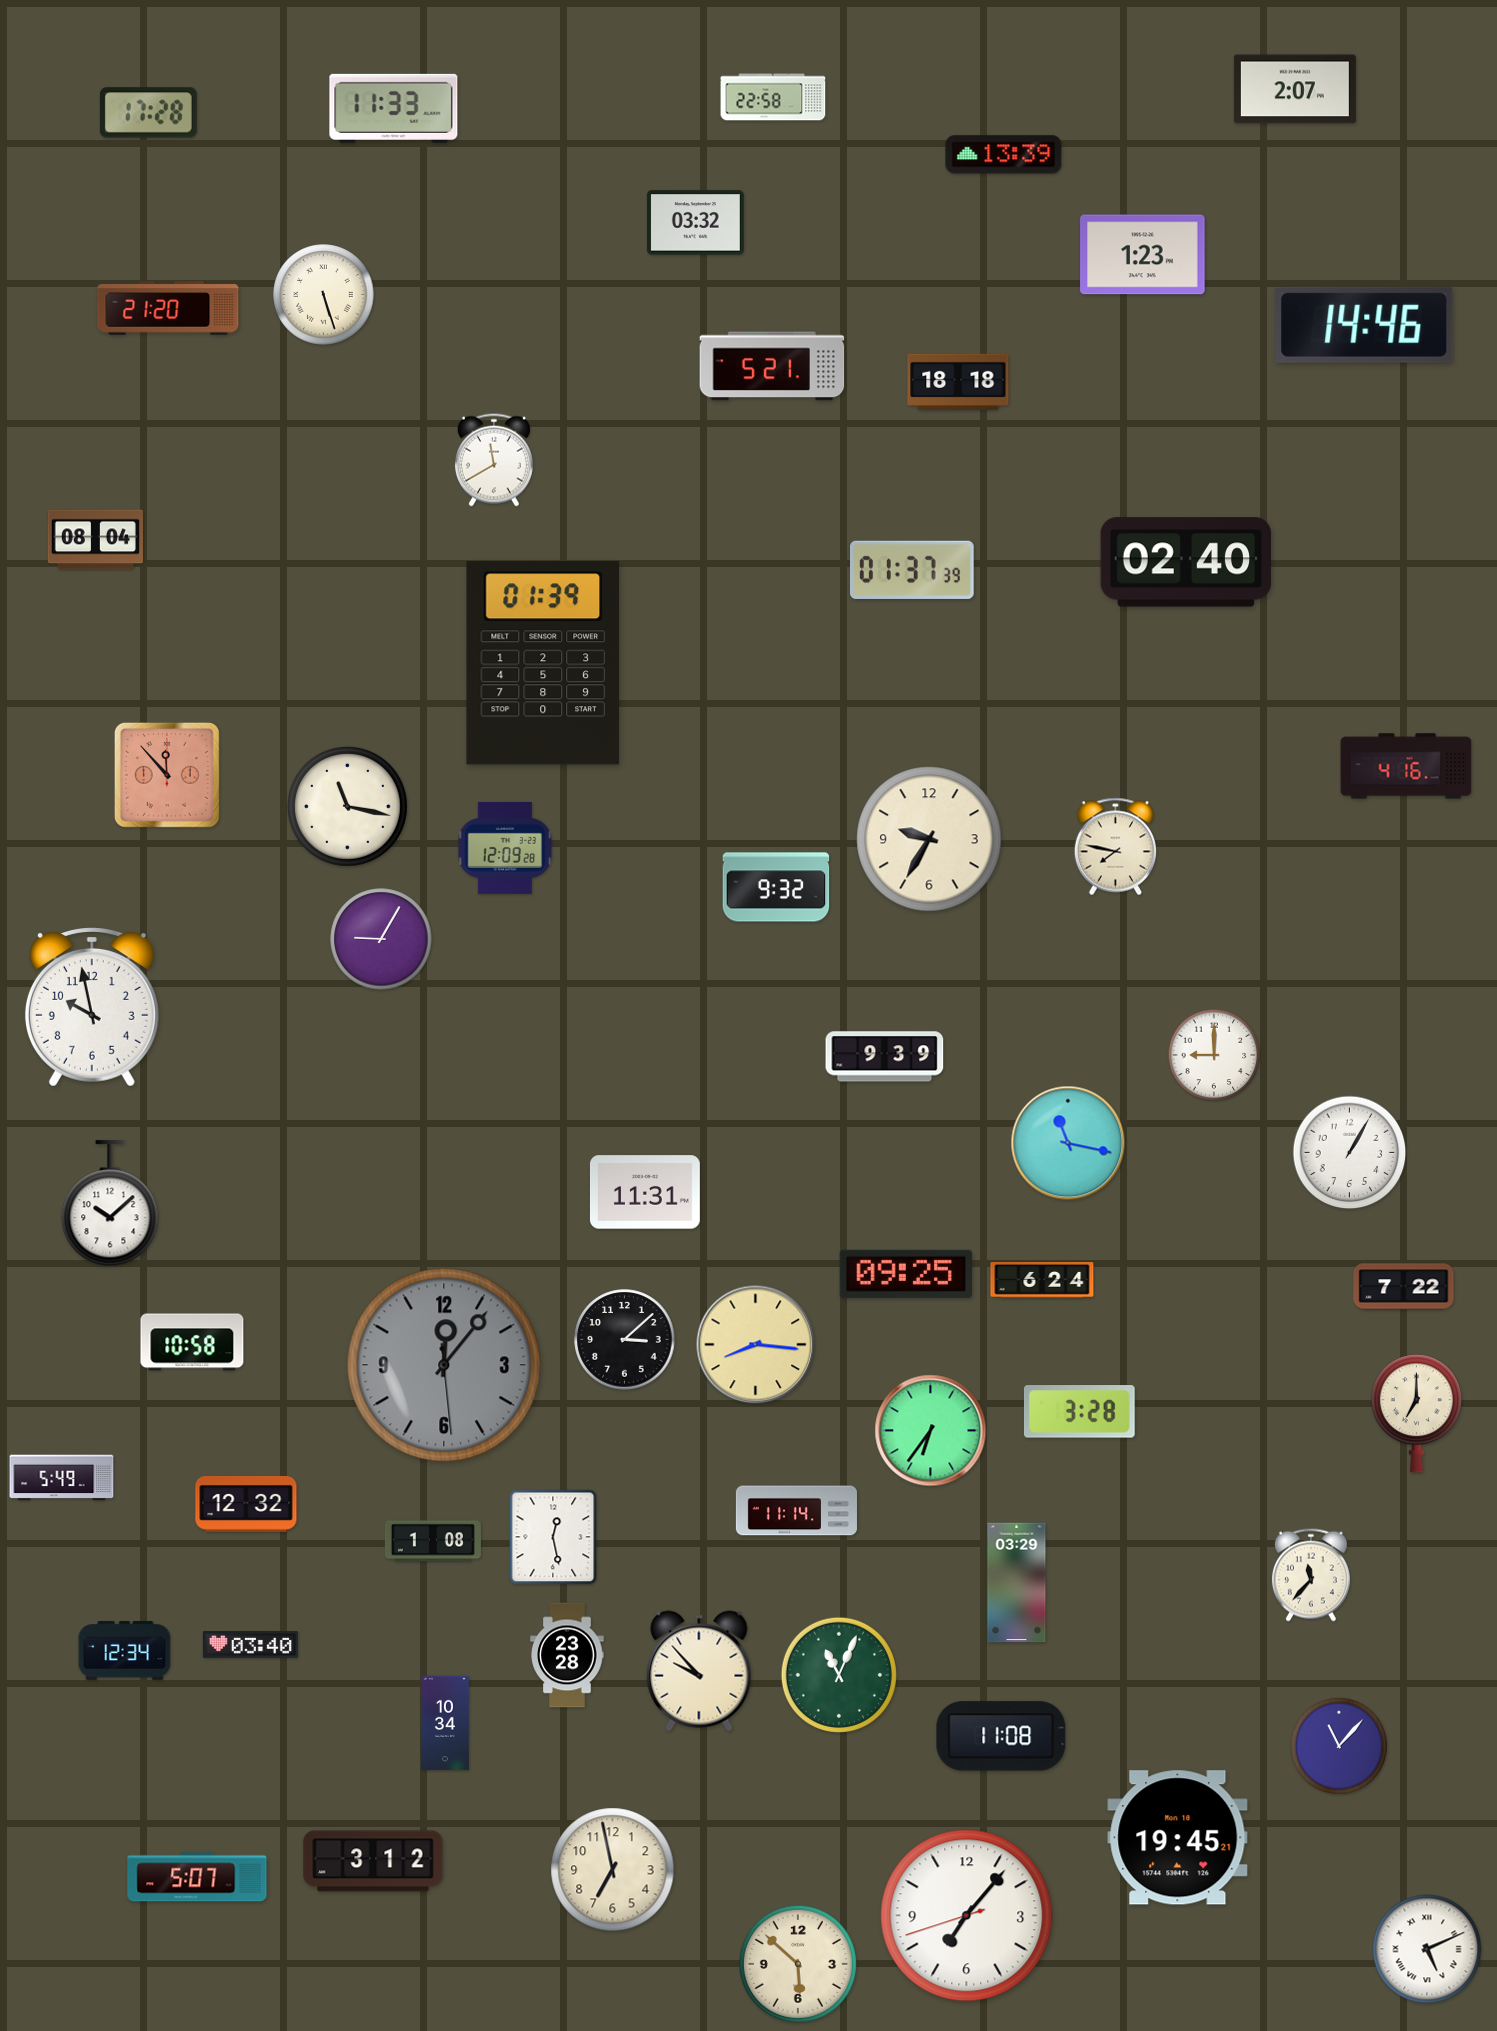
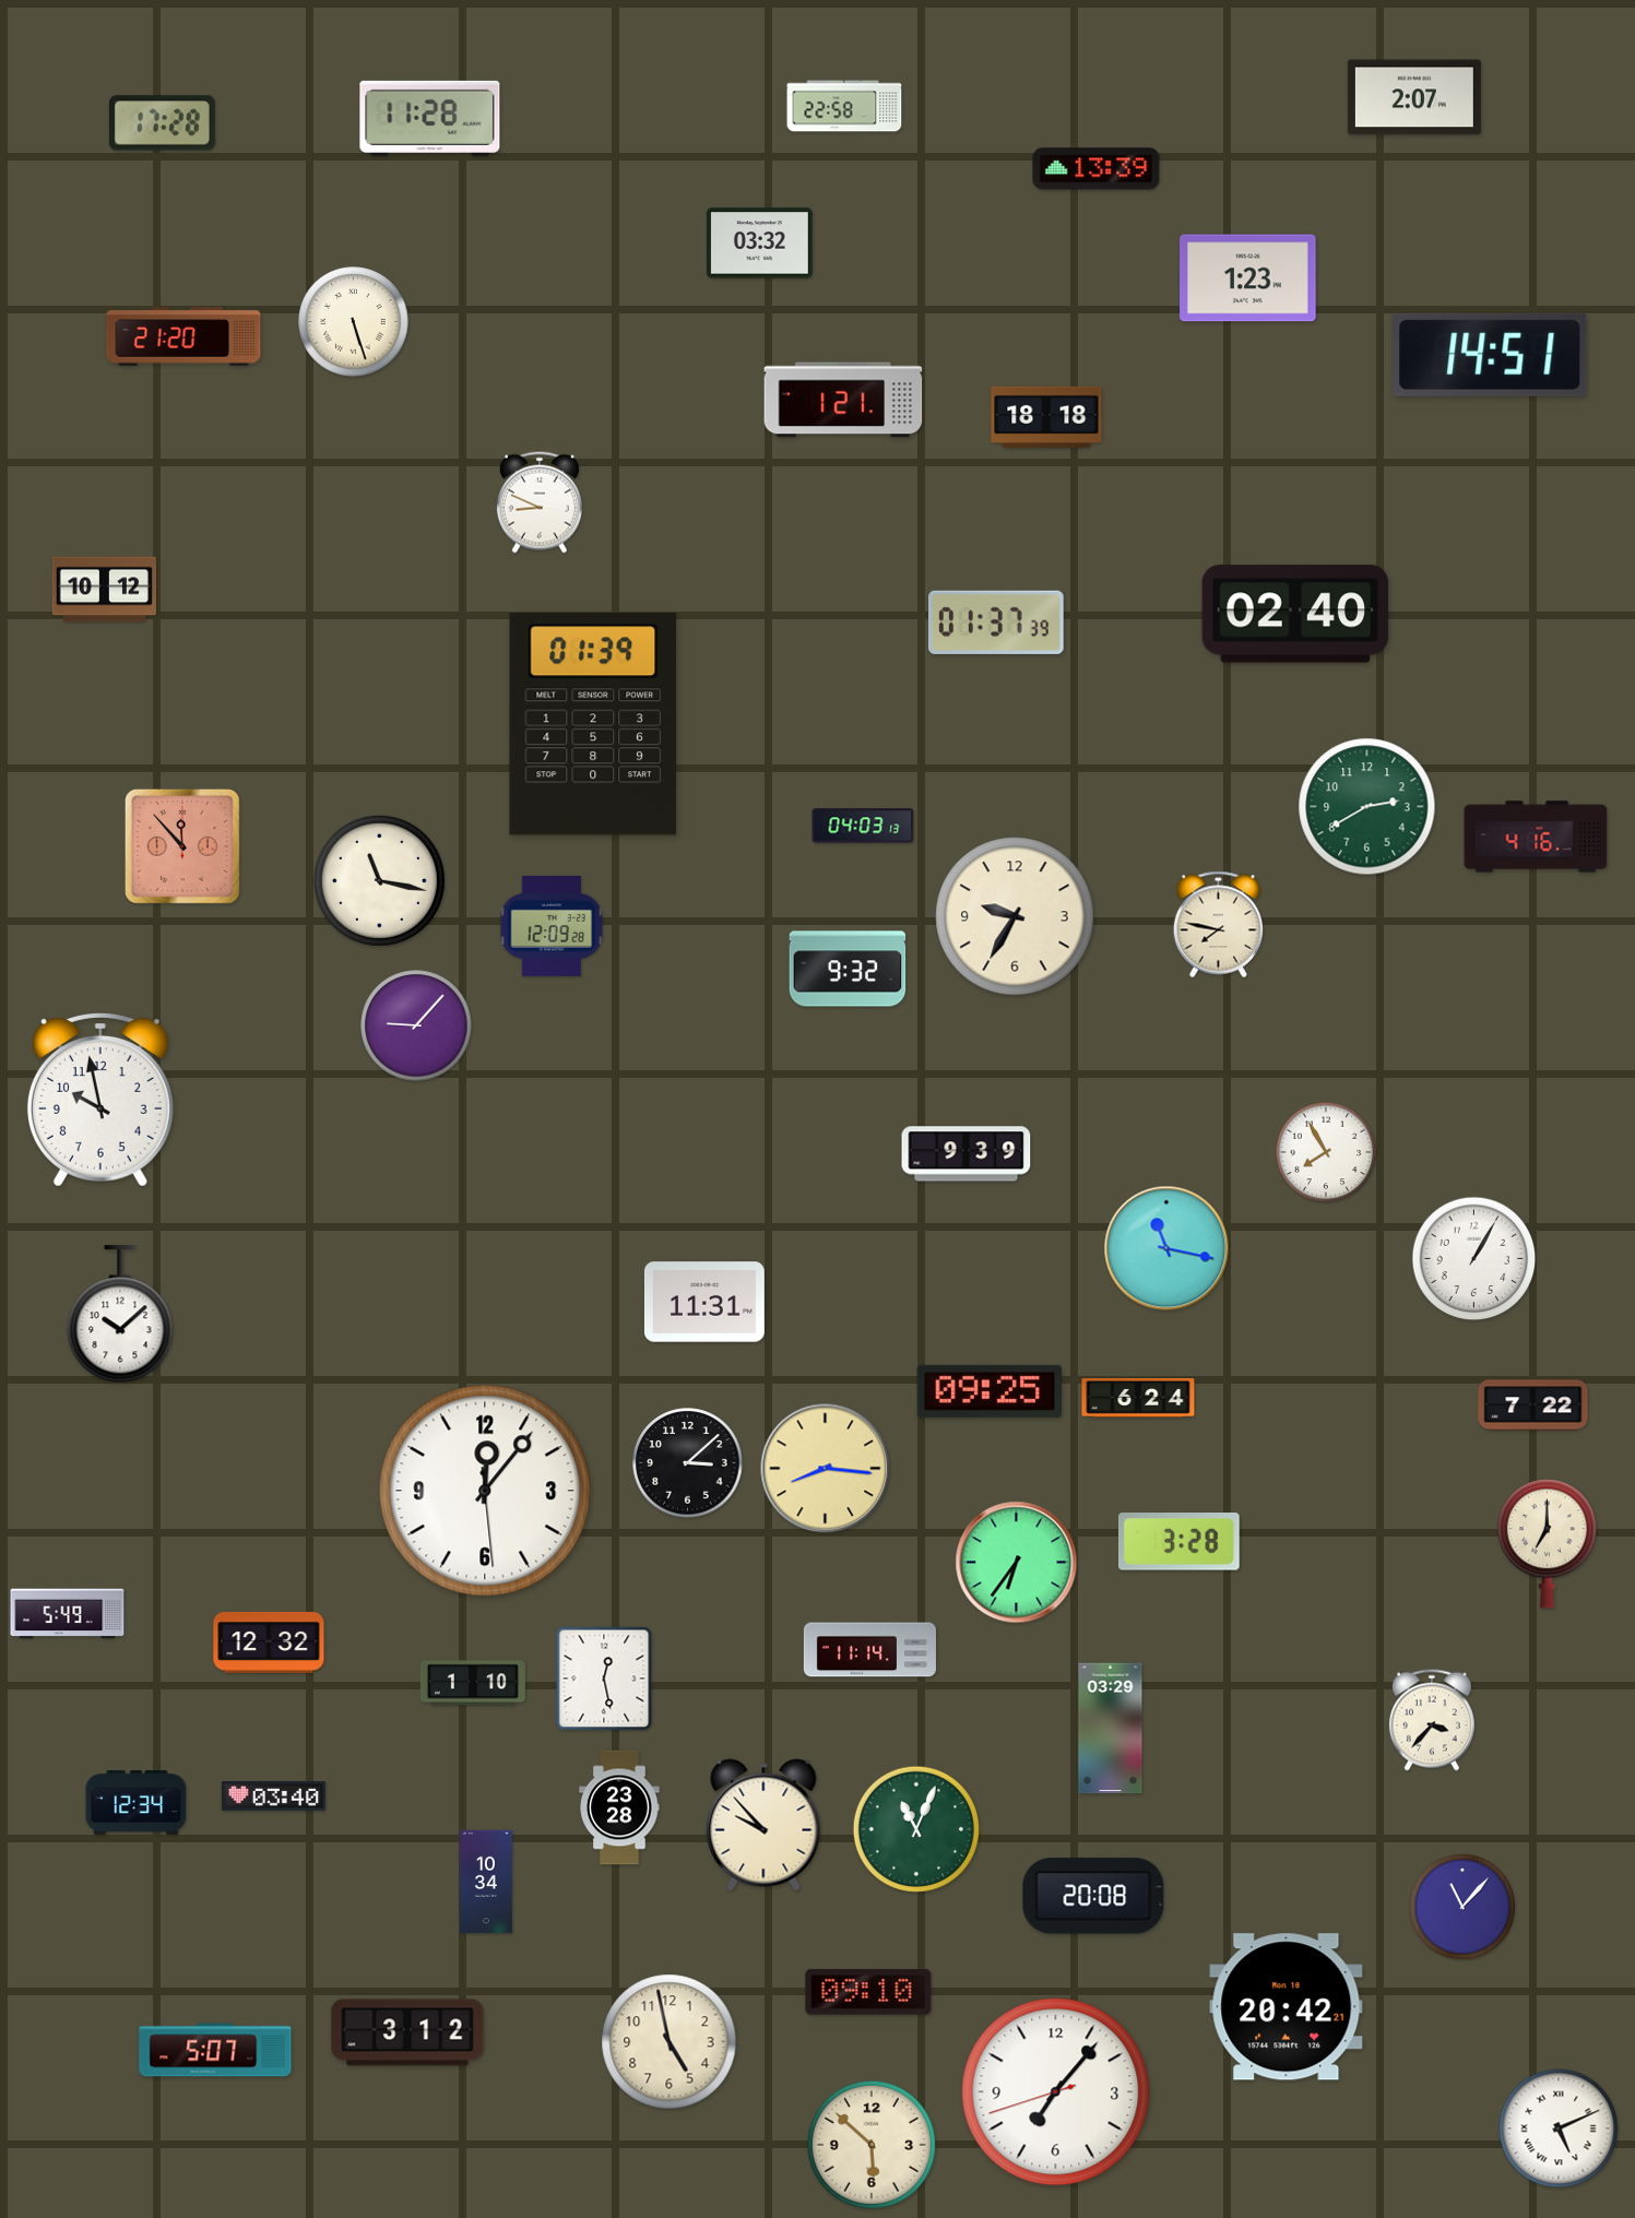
clock at (394, 108): 11:33 -> 11:28
clock at (1364, 325): 14:46 -> 14:51
clock at (772, 366): 5:21 -> 1:21
clock at (494, 460): 11:40 -> 8:49
clock at (95, 540): 08:04 -> 10:12
clock at (1367, 807): none -> 2:40
clock at (863, 826): none -> 04:03
clock at (381, 939): 9:05 -> 9:07
clock at (1214, 1055): 9:00 -> 7:55
clock at (625, 1340) position: (625, 1340) -> (688, 1463)
clock at (192, 1342): 10:58 -> none
clock at (444, 1365) dial: grey -> white
clock at (433, 1541): 1:08 -> 1:10
clock at (1311, 1575): 11:37 -> 3:37
clock at (1001, 1736): 11:08 -> 20:08
clock at (868, 1992): none -> 09:10
clock at (1178, 1838): 19:45 -> 20:42
clock at (613, 1870): 6:58 -> 4:58
